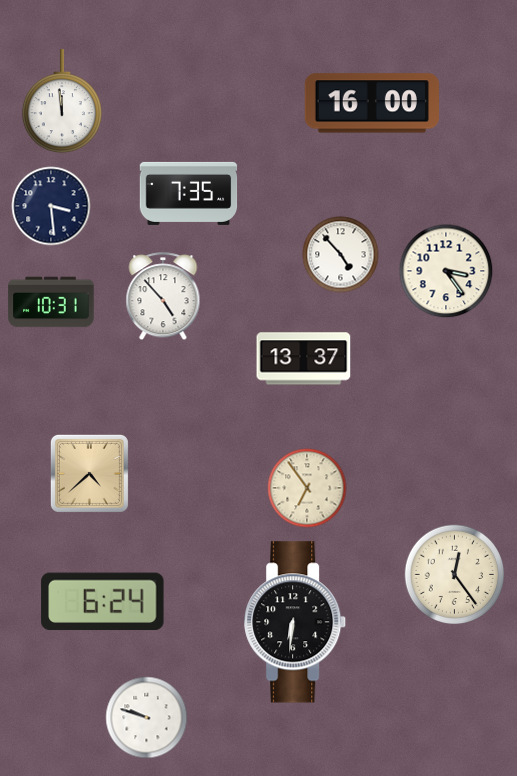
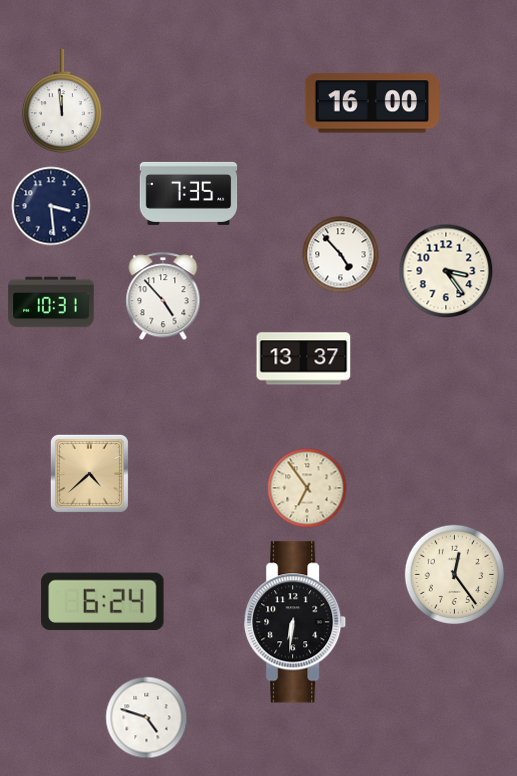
clock at (147, 718): 9:48 -> 4:48
